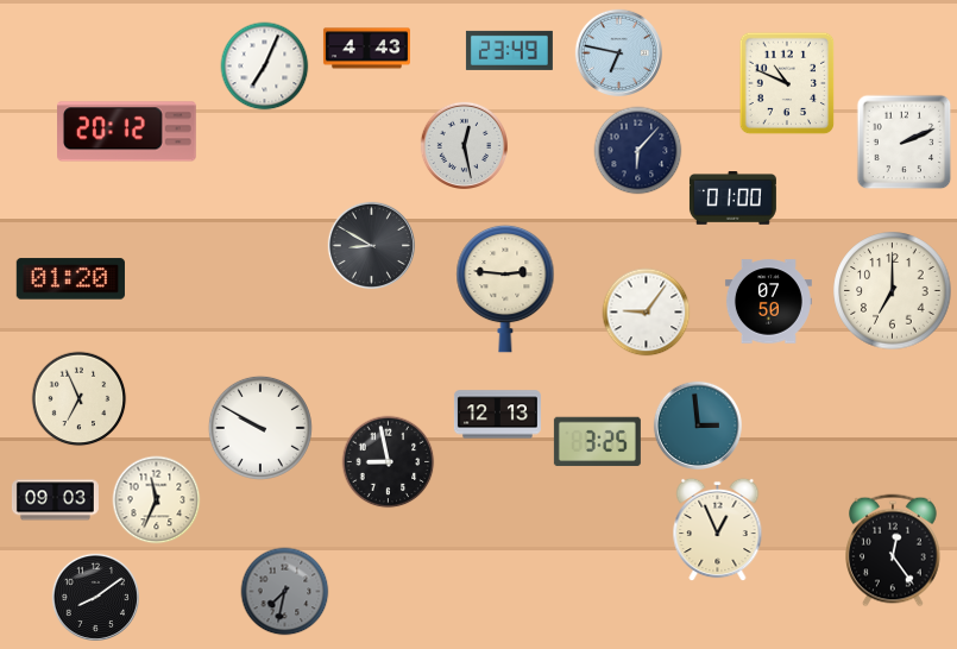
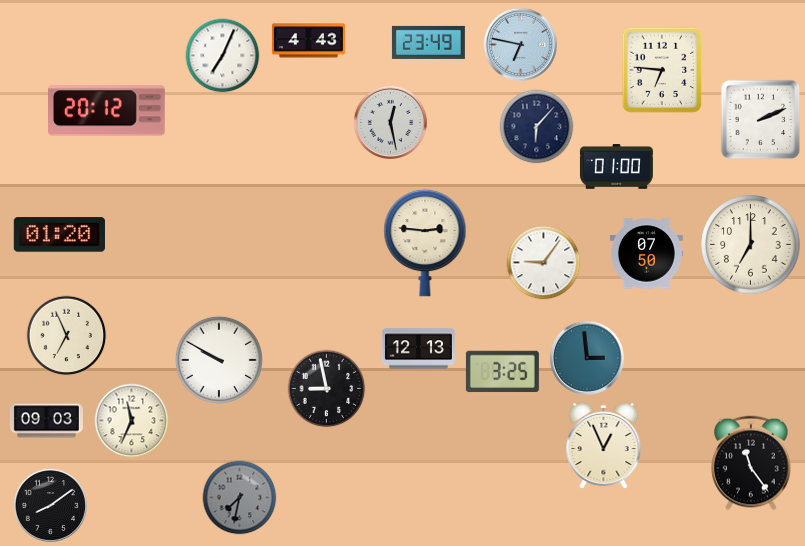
clock at (787, 83): 10:49 -> 6:46
clock at (371, 245): 8:50 -> none
clock at (894, 550): 12:24 -> 11:24
clock at (95, 597) position: (95, 597) -> (50, 505)
